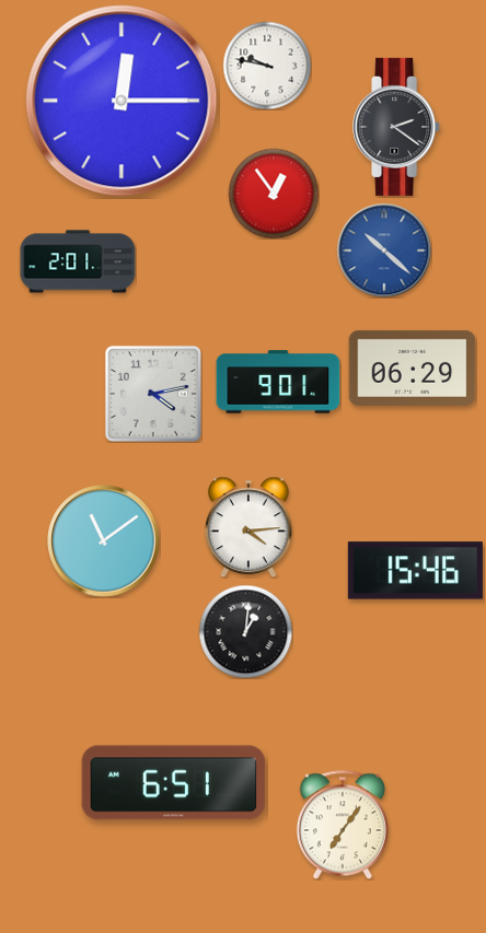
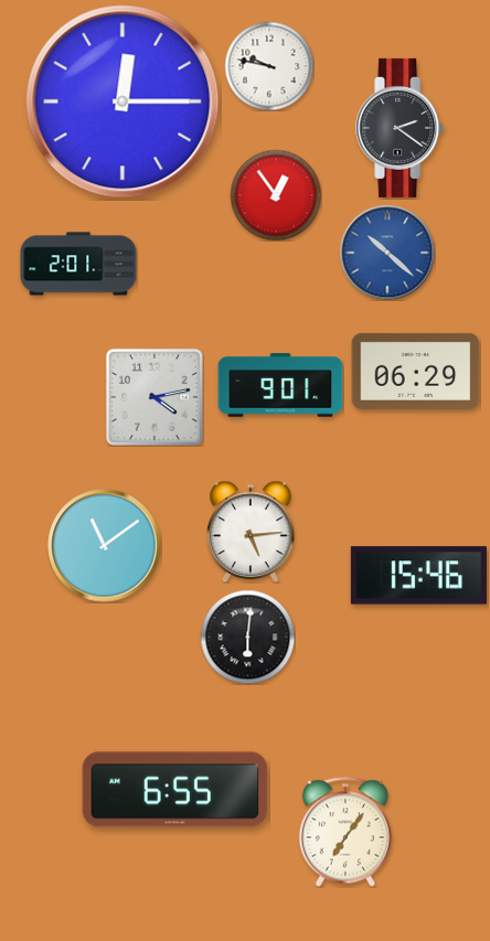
clock at (250, 527): 4:14 -> 5:14
clock at (245, 631): 1:01 -> 6:01
clock at (174, 783): 6:51 -> 6:55
